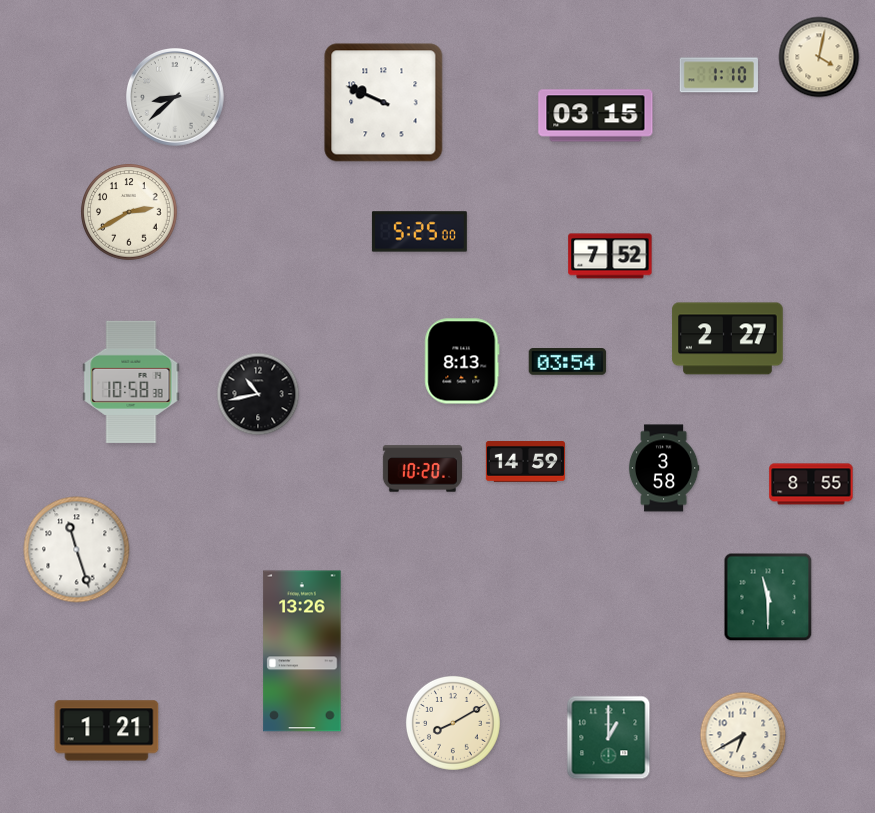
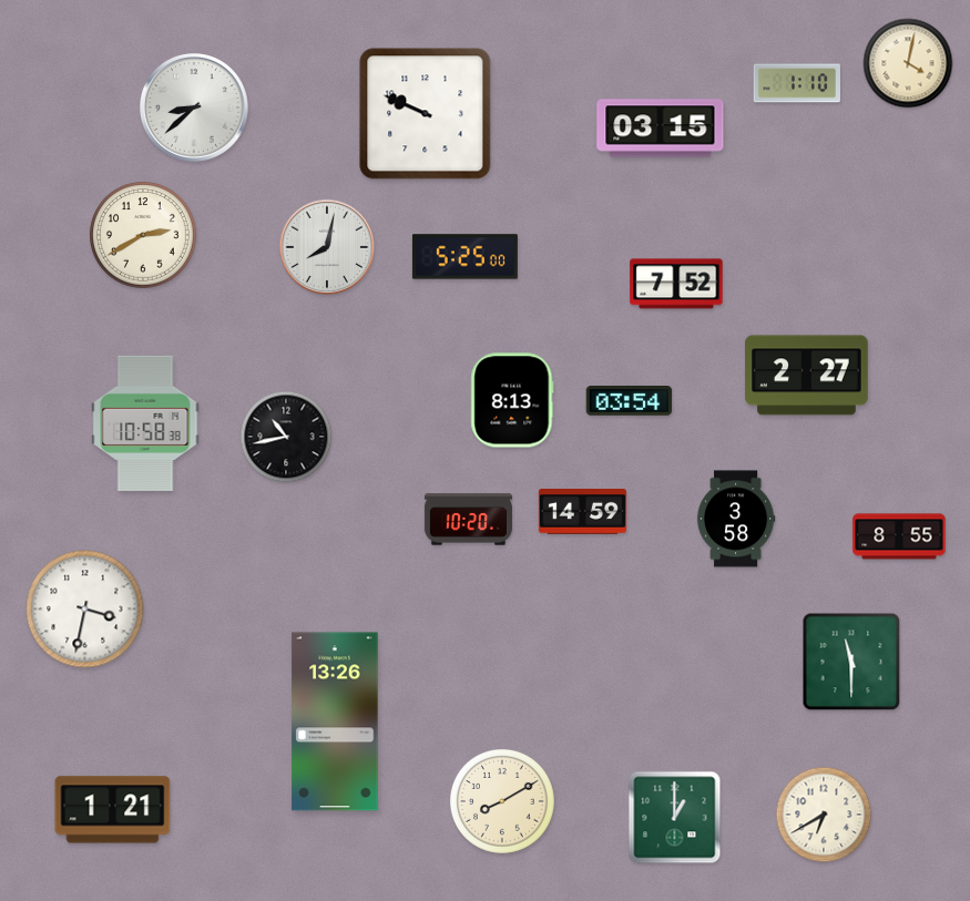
clock at (327, 247): none -> 8:02
clock at (77, 550): 11:27 -> 3:32
clock at (107, 731) position: (107, 731) -> (113, 810)
